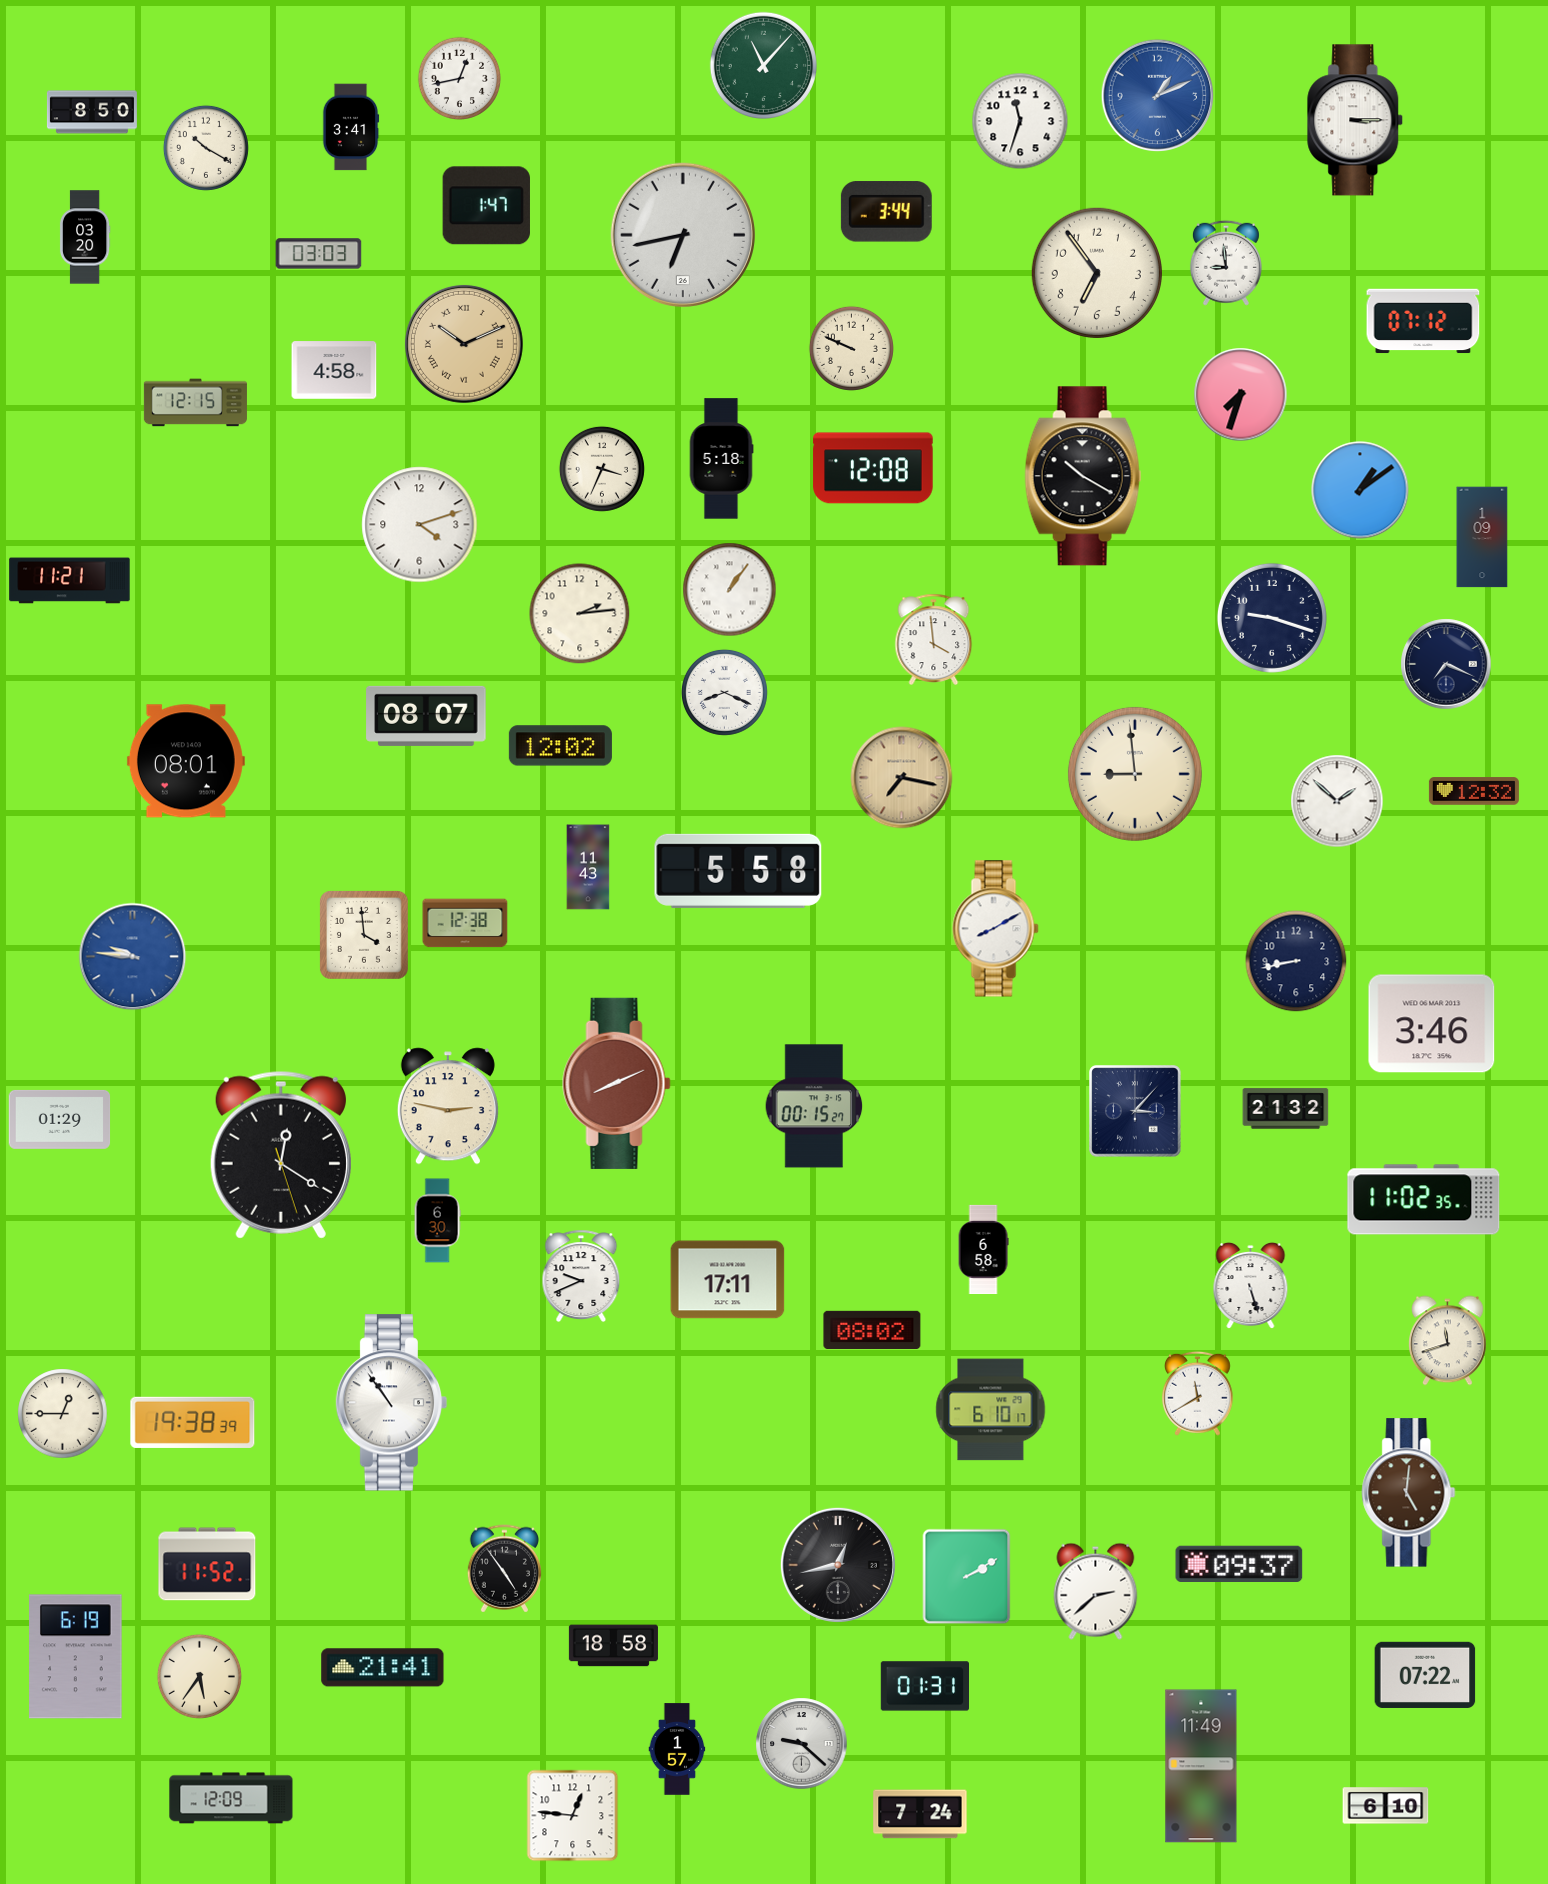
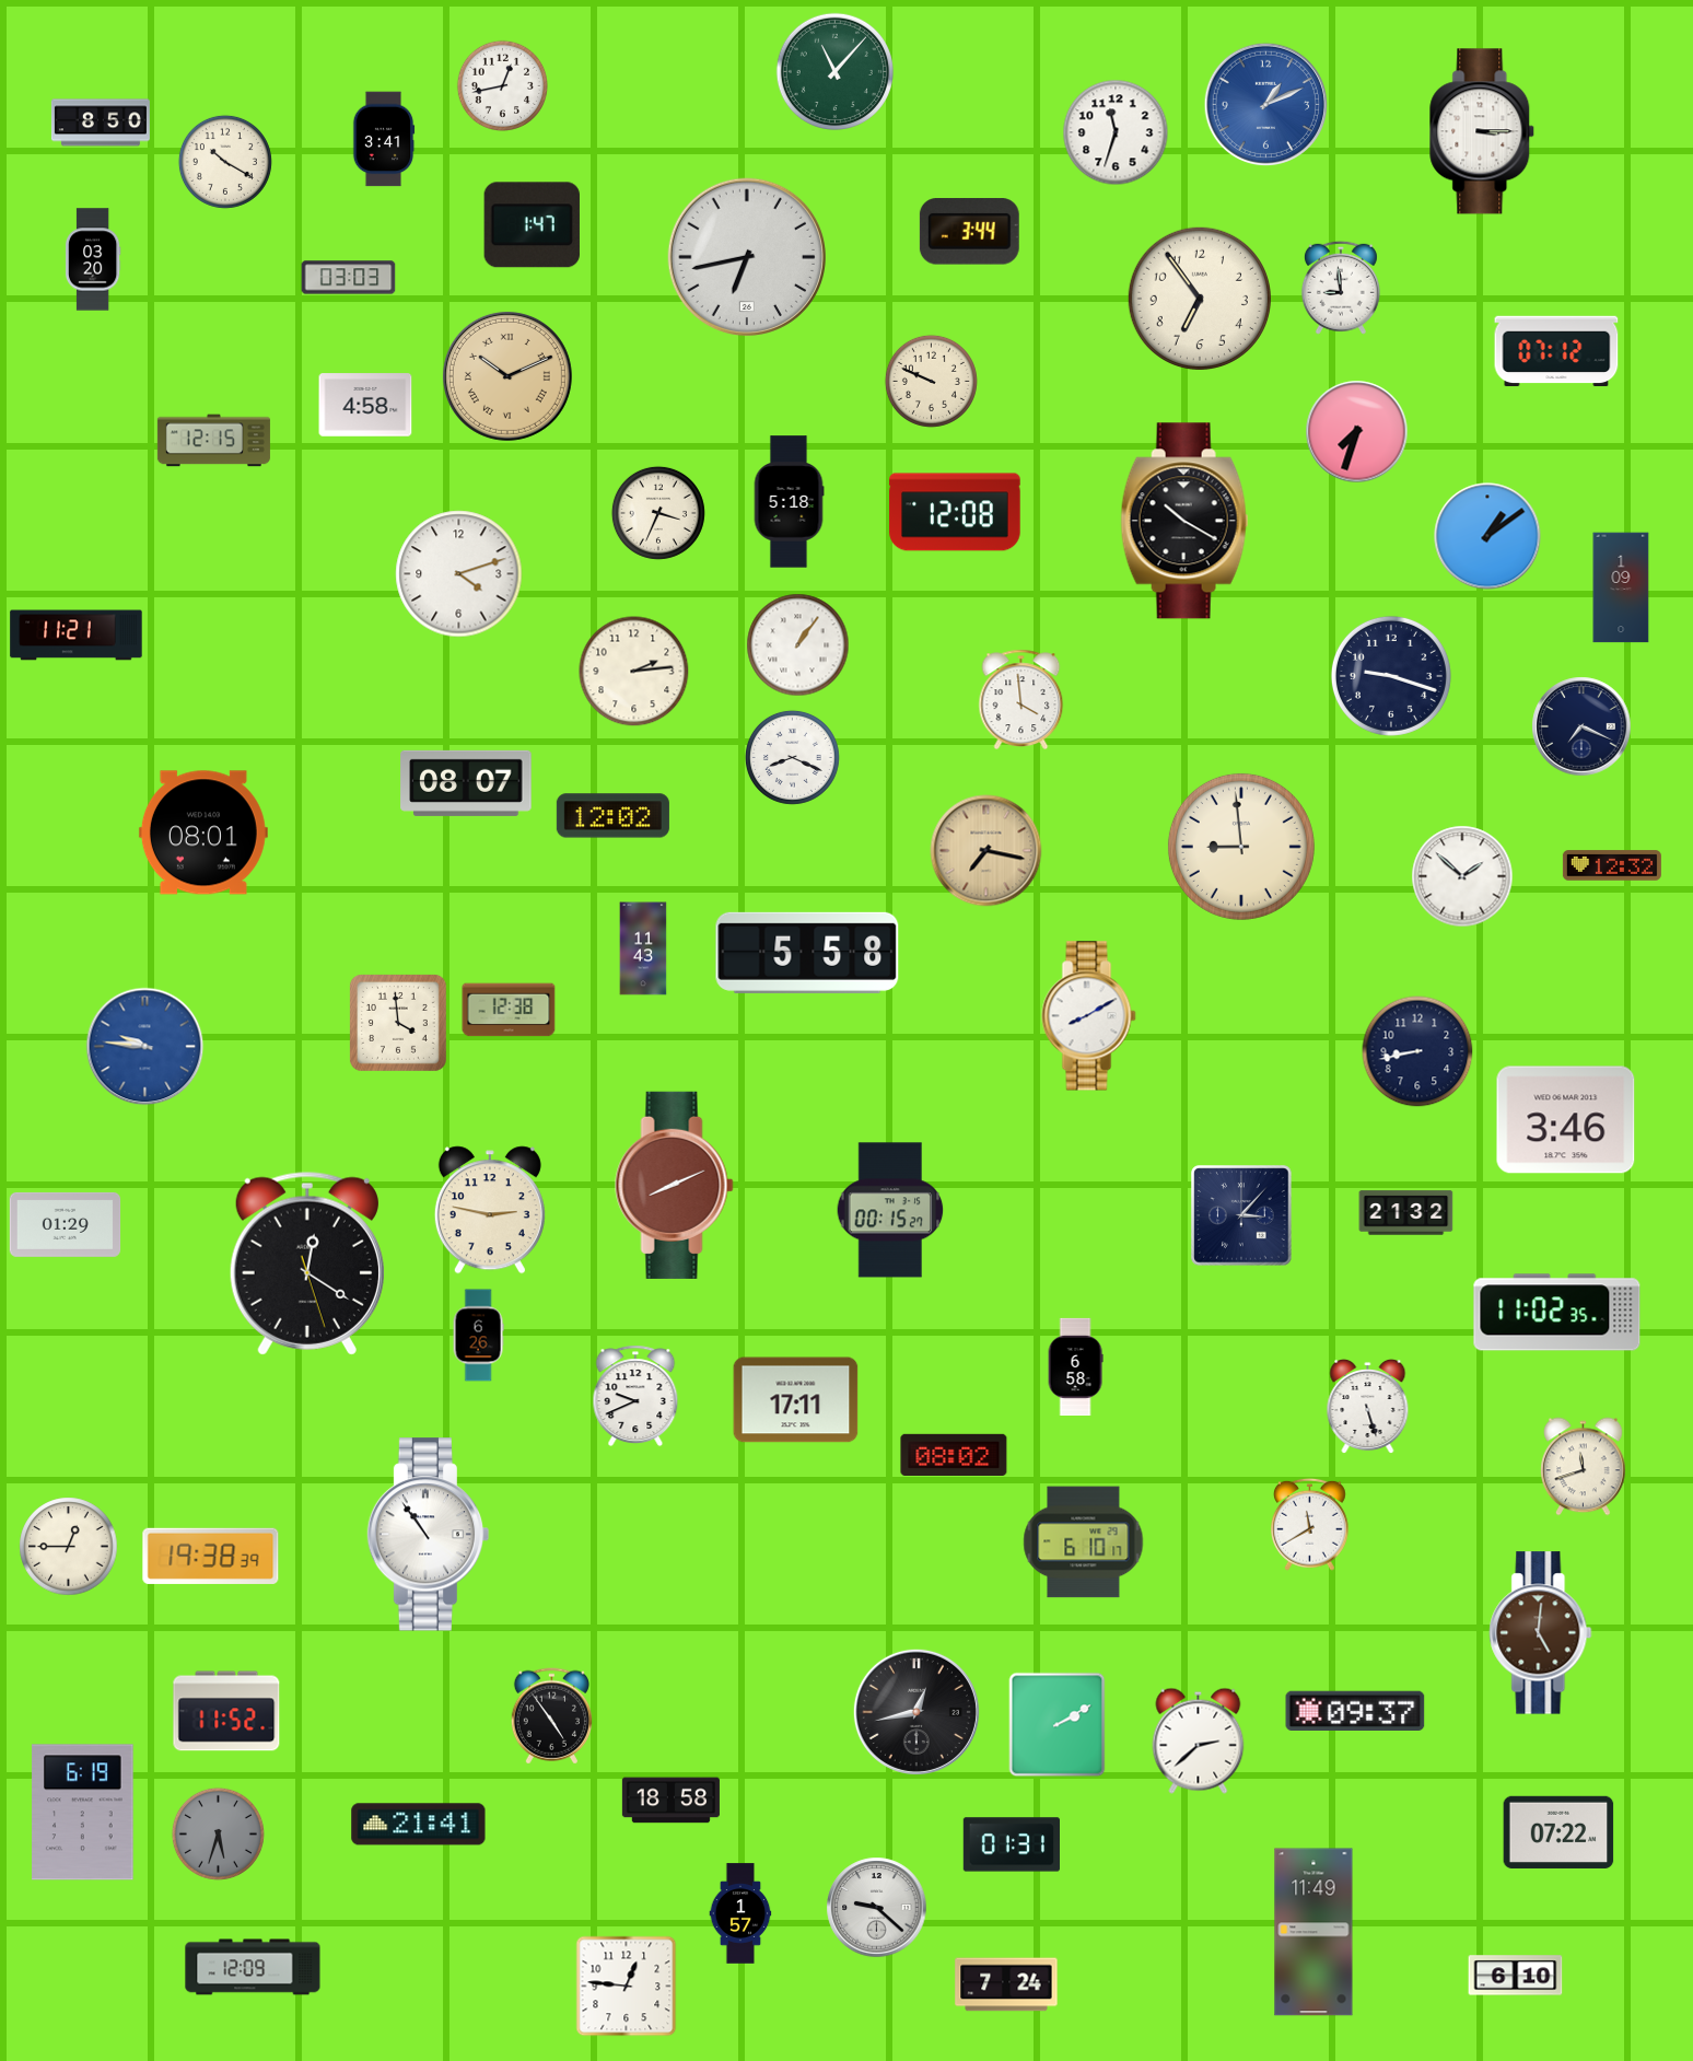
clock at (437, 1221): 6:30 -> 6:26
clock at (199, 1676): 5:36 -> 5:33
clock at (199, 1676) dial: cream -> grey
